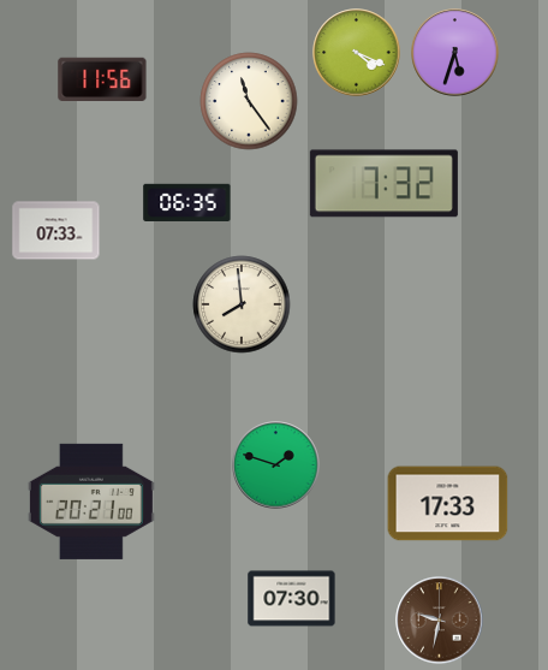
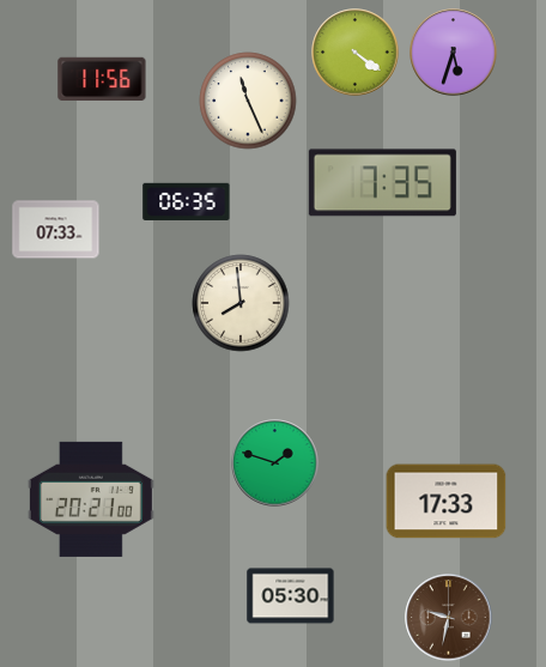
clock at (357, 53): 4:19 -> 4:21
clock at (249, 101): 11:24 -> 11:26
clock at (383, 184): 7:32 -> 7:35
clock at (292, 599): 07:30 -> 05:30
clock at (440, 621) position: (440, 621) -> (449, 618)
